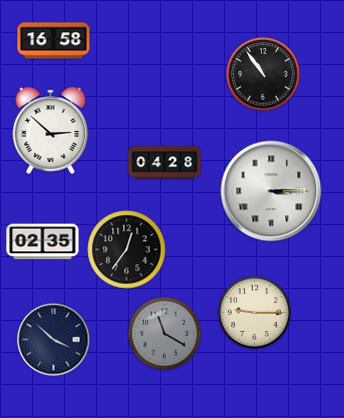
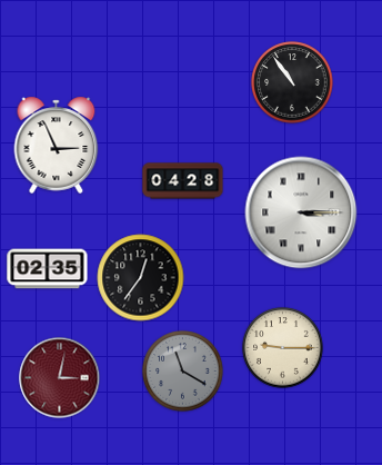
clock at (54, 41): 16:58 -> none
clock at (51, 130): 2:52 -> 2:56
clock at (54, 340): 3:52 -> 3:02
clock at (54, 340) dial: navy -> burgundy
